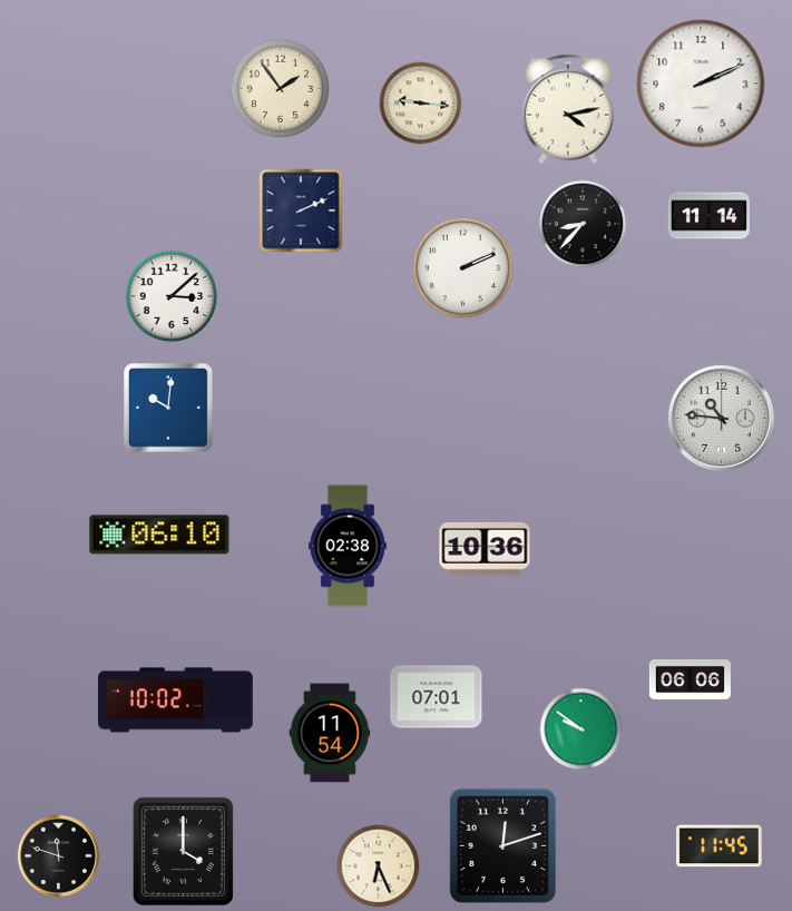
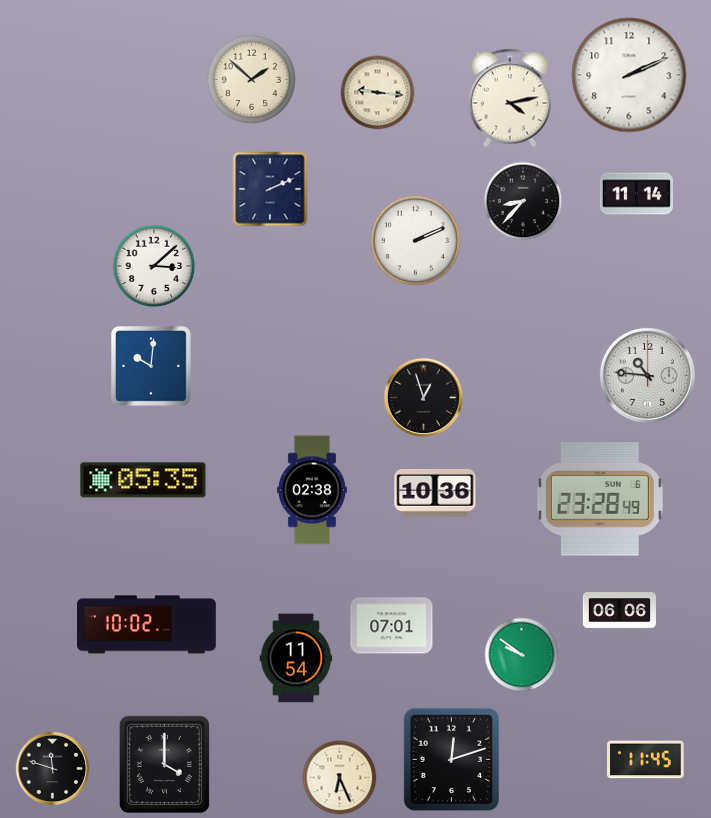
clock at (280, 88): 1:54 -> 1:52
clock at (423, 397): none -> 12:57
clock at (159, 535): 06:10 -> 05:35
clock at (600, 499): none -> 23:28
clock at (176, 701) position: (176, 701) -> (147, 625)
